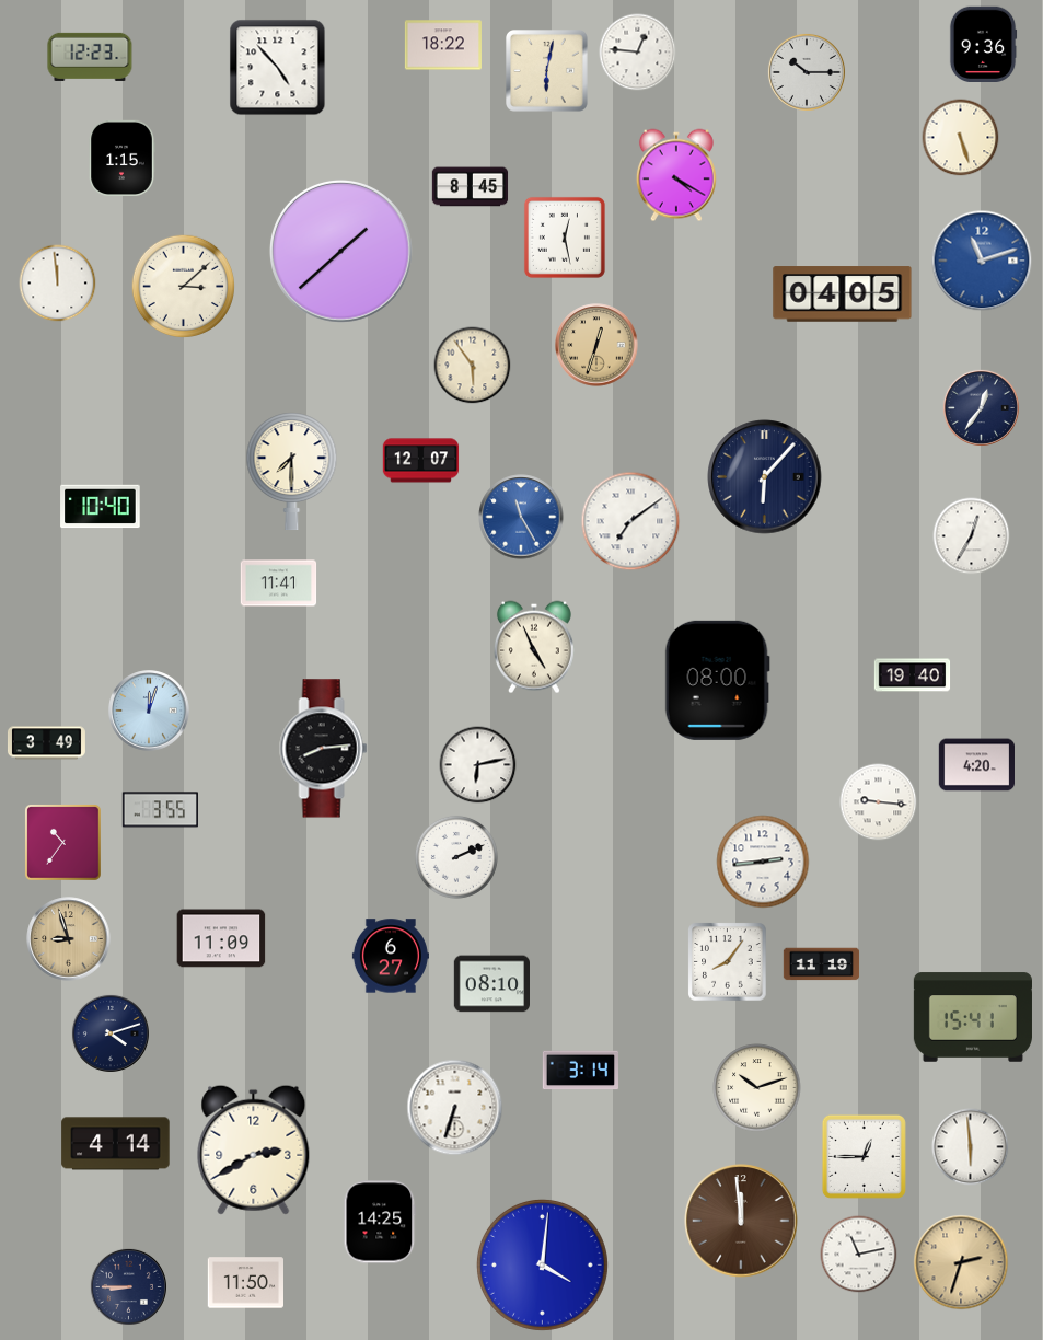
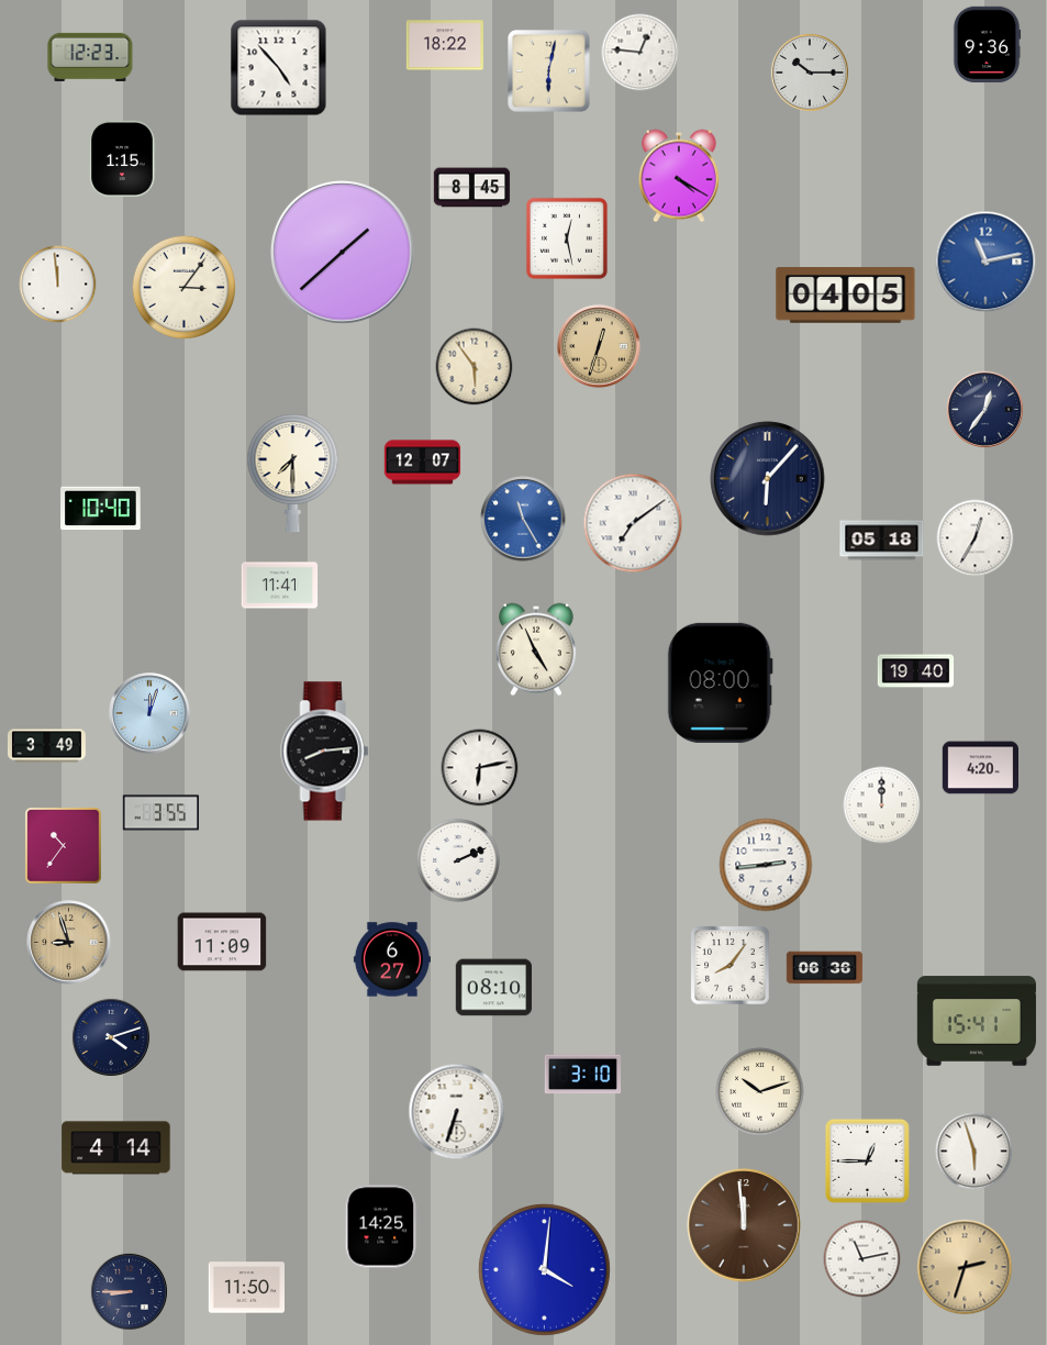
clock at (961, 138): 5:27 -> none
clock at (982, 261): 11:12 -> 11:13
clock at (184, 287): 3:08 -> 3:06
clock at (882, 541): none -> 05:18
clock at (913, 675) position: (913, 675) -> (916, 671)
clock at (879, 802): 9:16 -> 12:00
clock at (822, 964): 11:19 -> 06:36
clock at (581, 1071): 3:14 -> 3:10
clock at (971, 1147): 5:59 -> 5:57
clock at (254, 1150): 2:40 -> none
